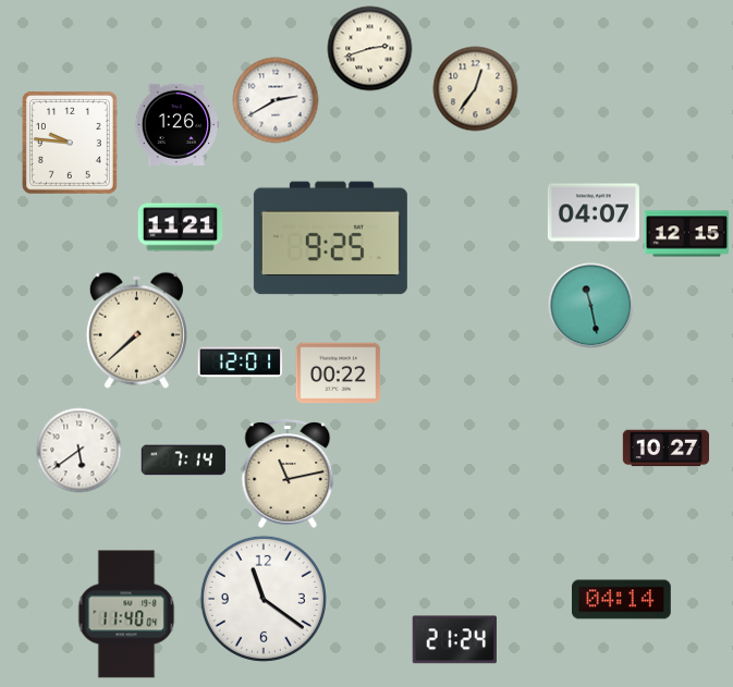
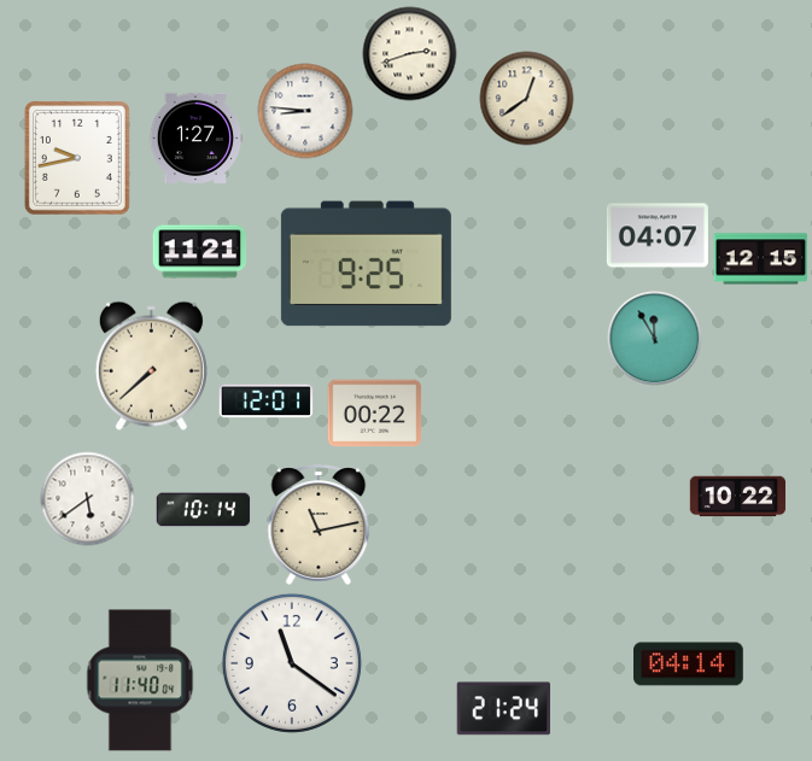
clock at (475, 88): 12:36 -> 12:39
clock at (276, 100): 2:40 -> 8:46
clock at (176, 124): 1:26 -> 1:27
clock at (70, 143): 9:46 -> 9:43
clock at (590, 305): 11:28 -> 11:55
clock at (665, 449): 10:27 -> 10:22
clock at (183, 461): 7:14 -> 10:14
